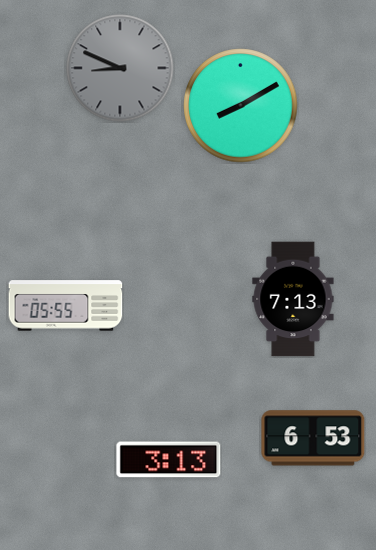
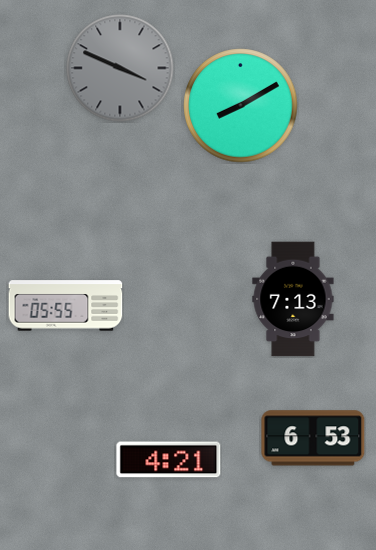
clock at (120, 68): 8:49 -> 3:49
clock at (169, 460): 3:13 -> 4:21
